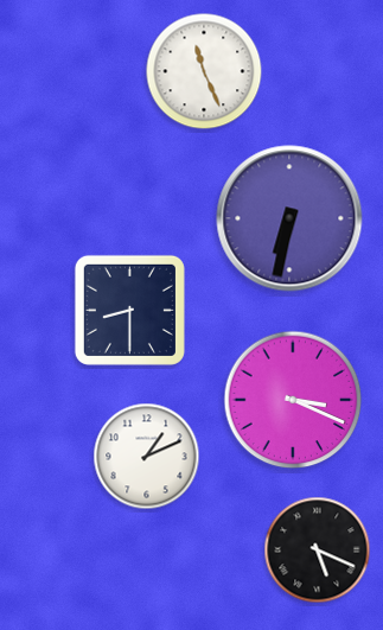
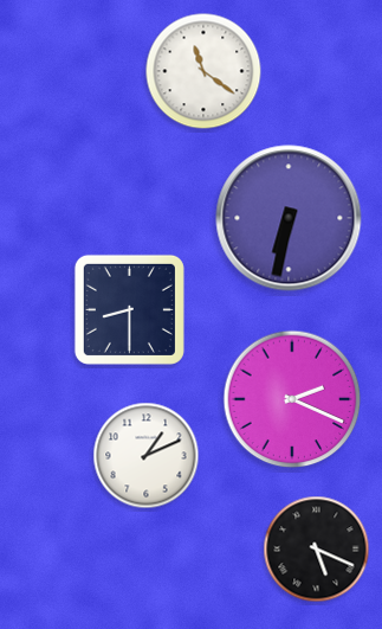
clock at (204, 71): 11:26 -> 11:21
clock at (293, 400): 3:19 -> 2:19
